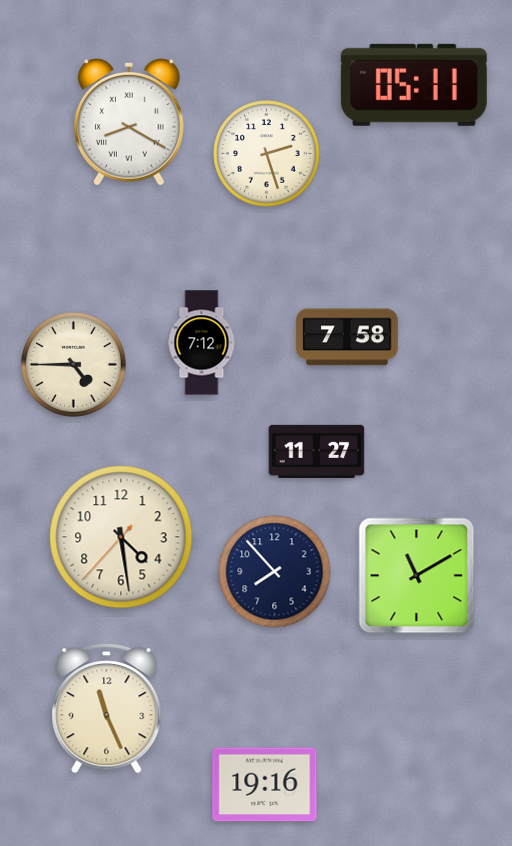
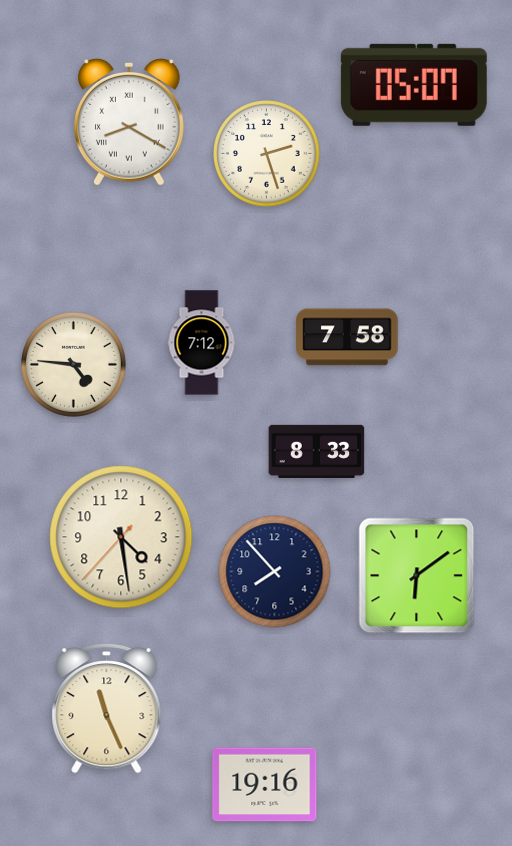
clock at (414, 85): 05:11 -> 05:07
clock at (73, 364): 4:45 -> 4:46
clock at (317, 451): 11:27 -> 8:33
clock at (417, 576): 11:10 -> 6:09
